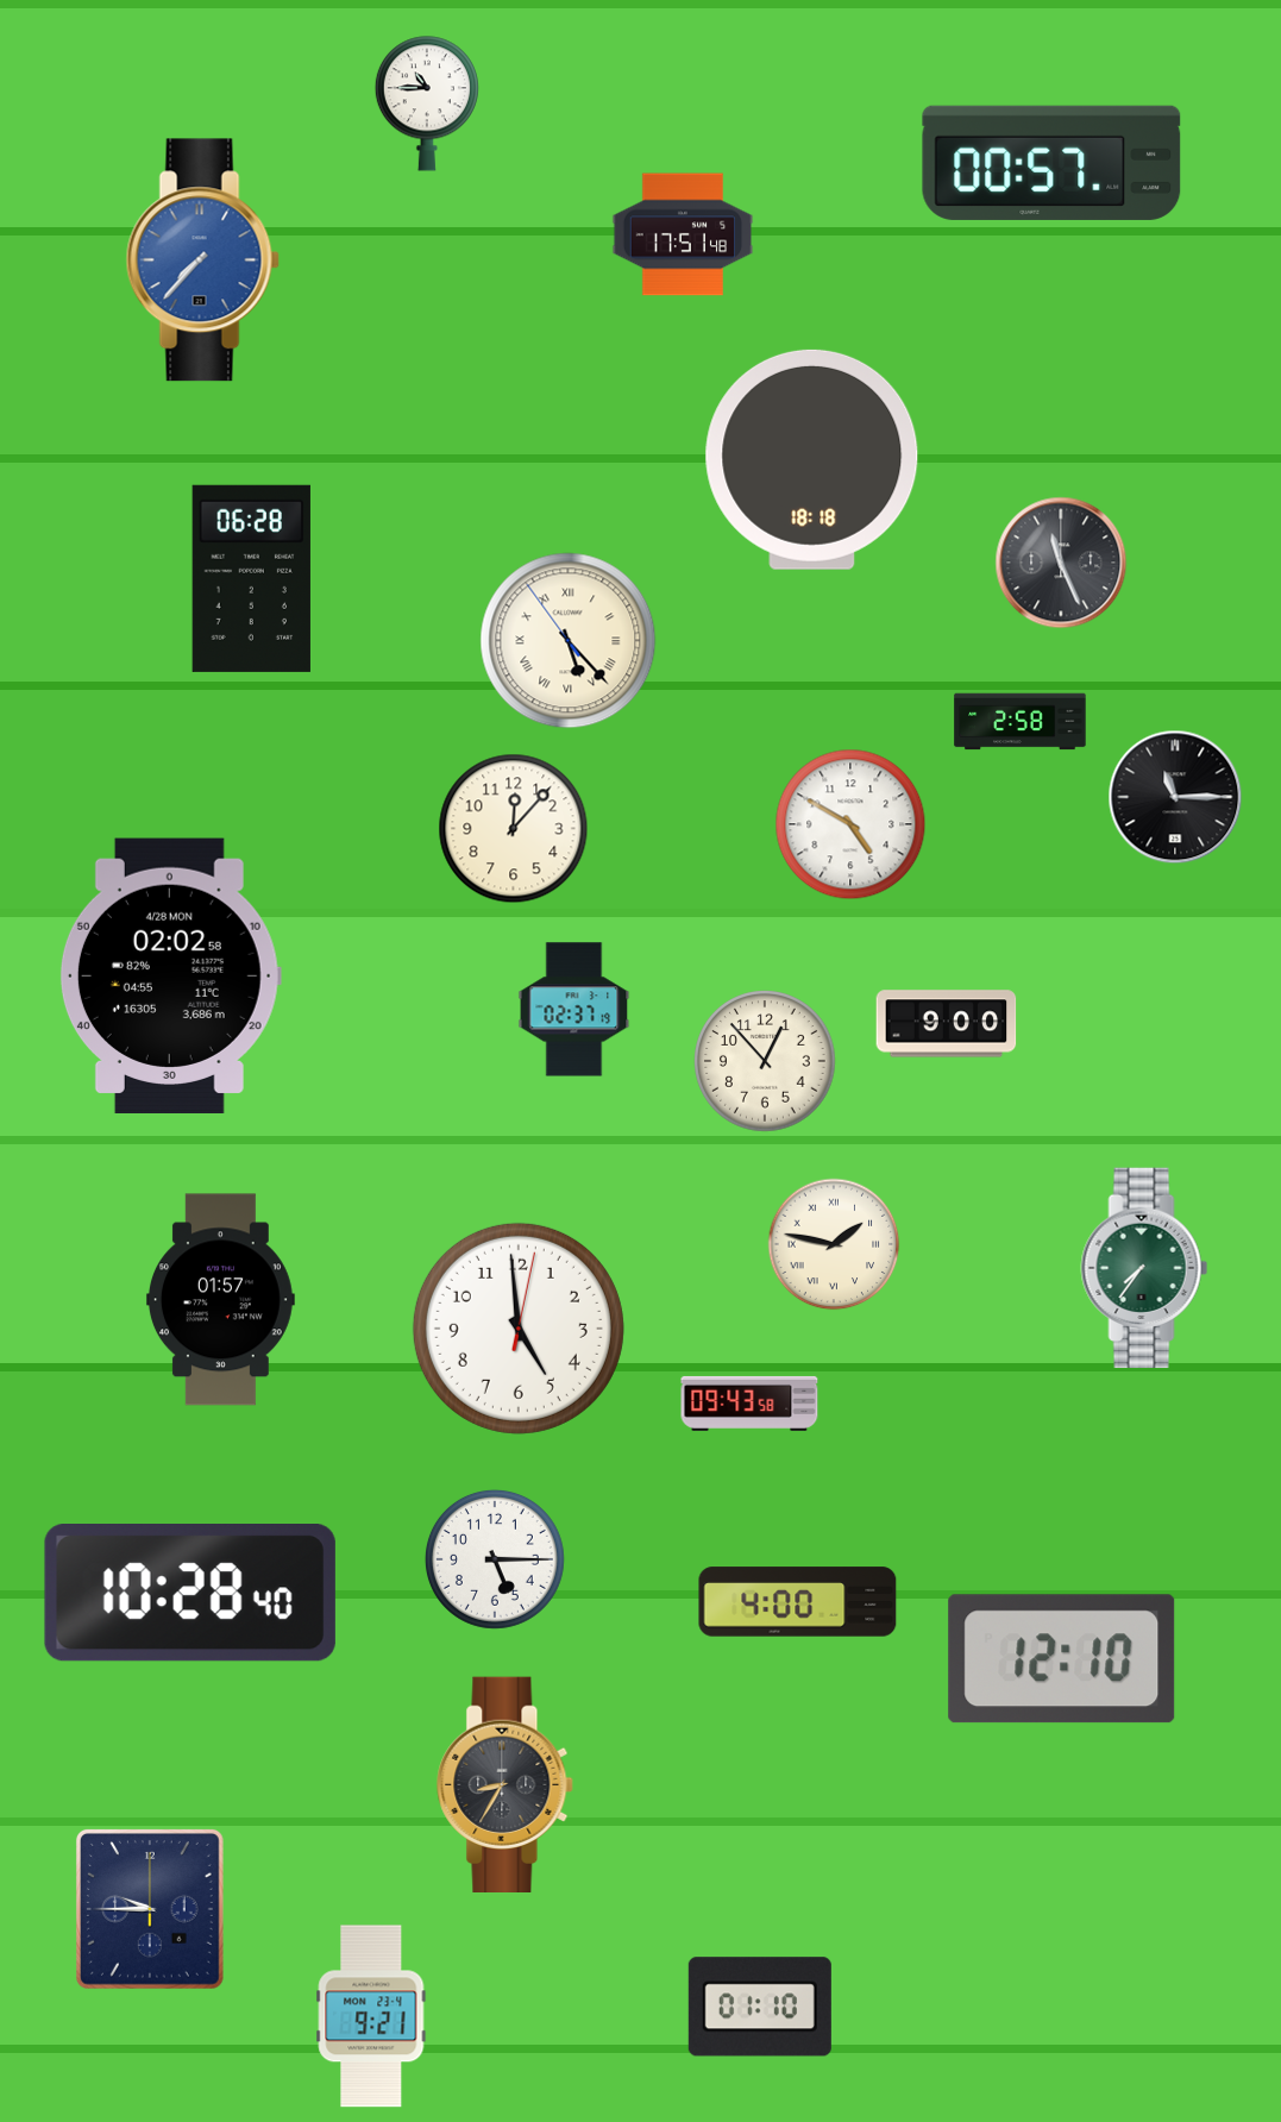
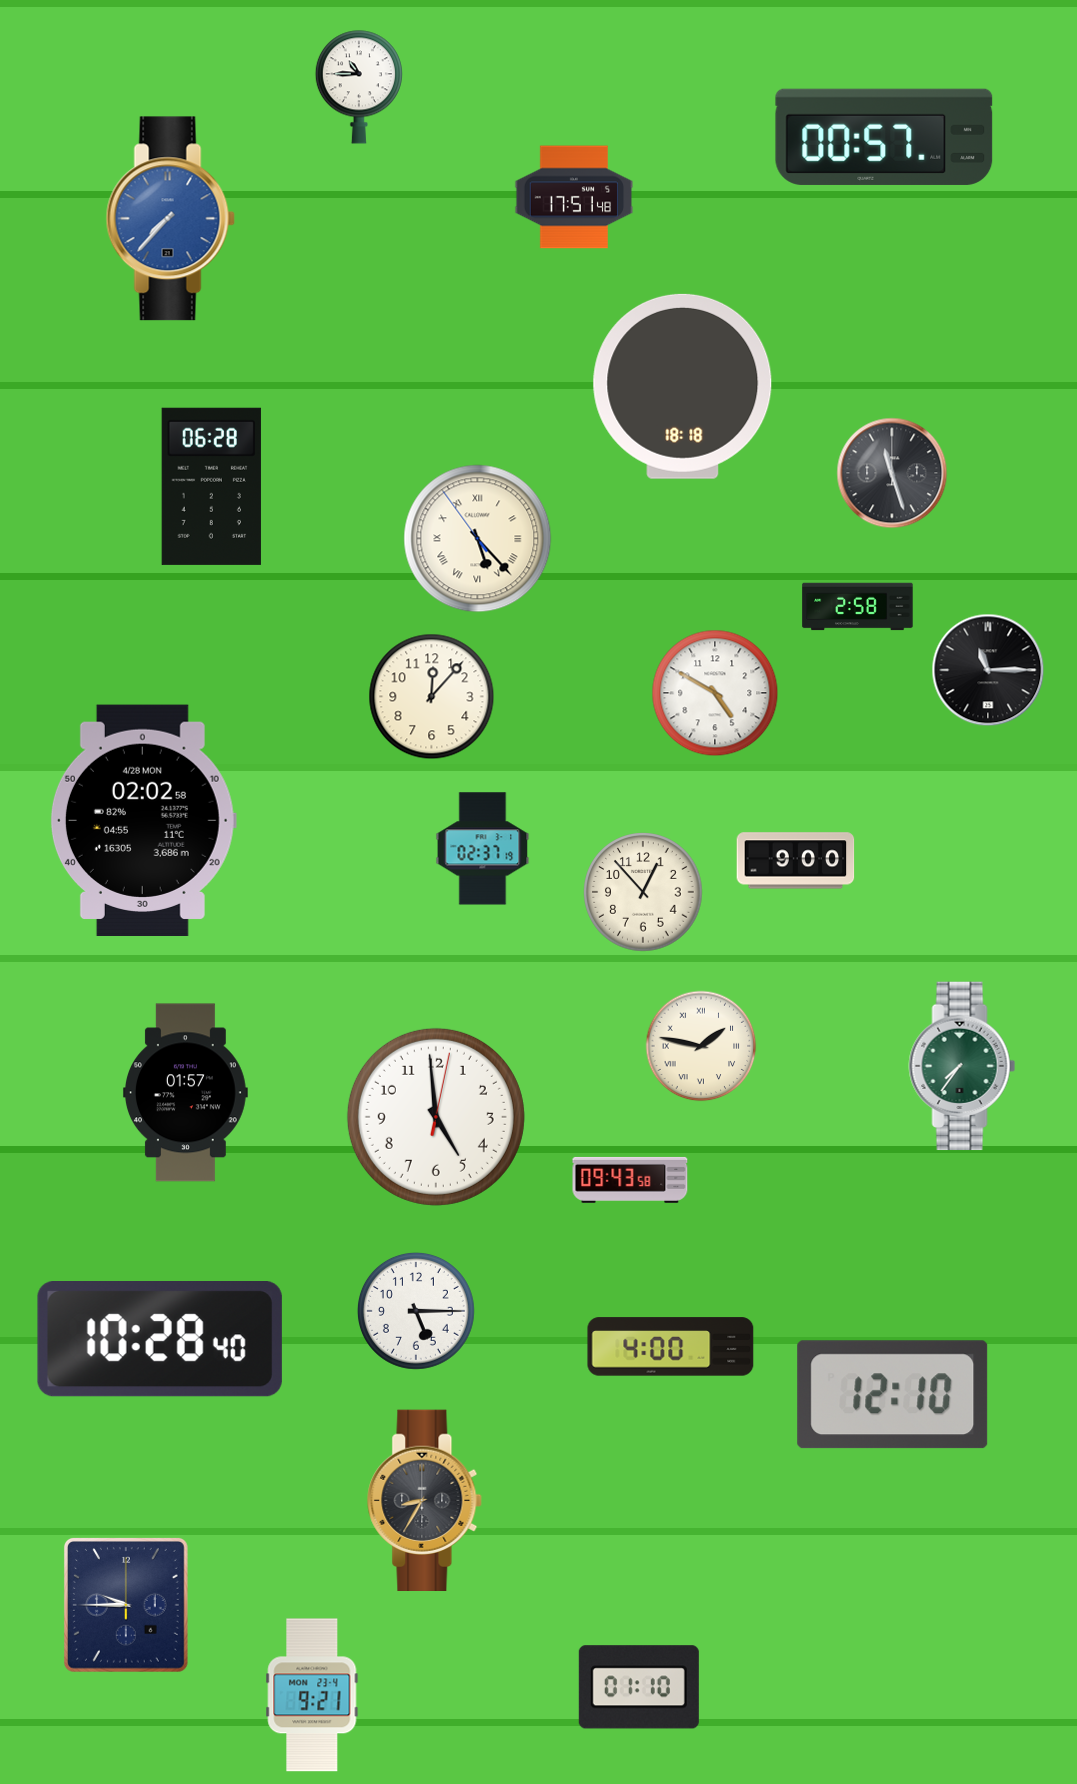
clock at (1061, 563): 11:26 -> 11:27
